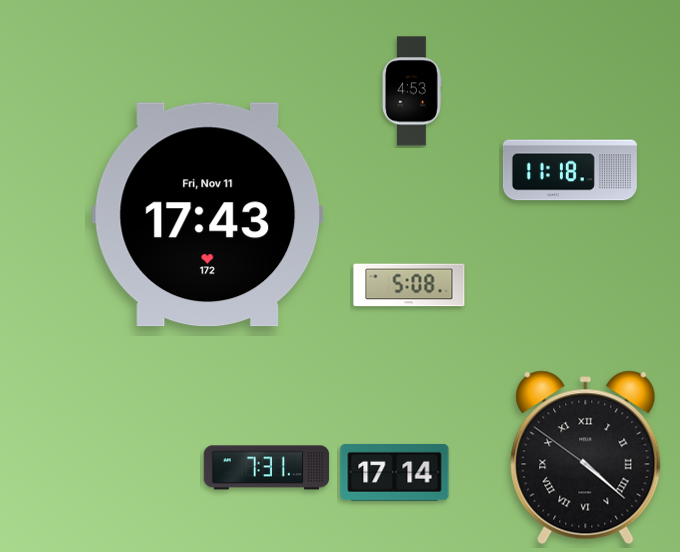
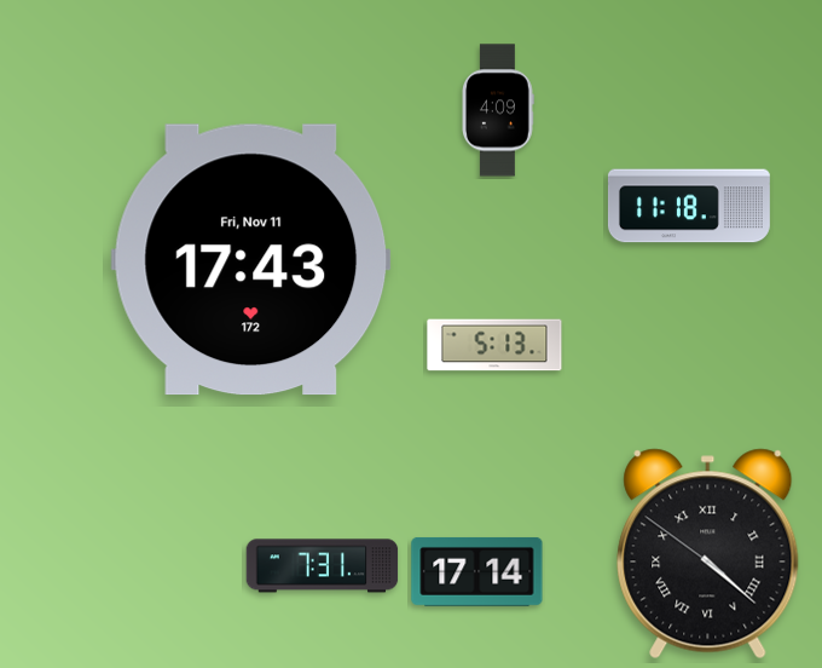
clock at (412, 91): 4:53 -> 4:09
clock at (409, 285): 5:08 -> 5:13
